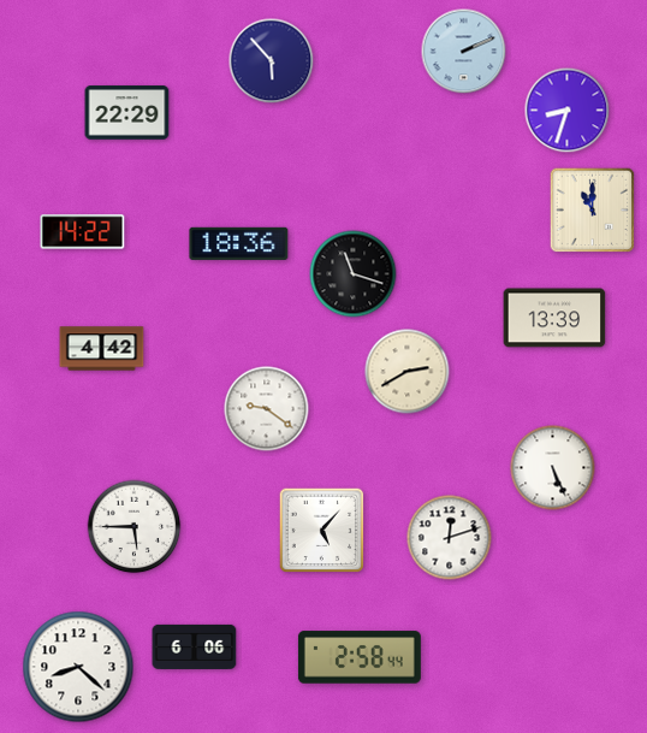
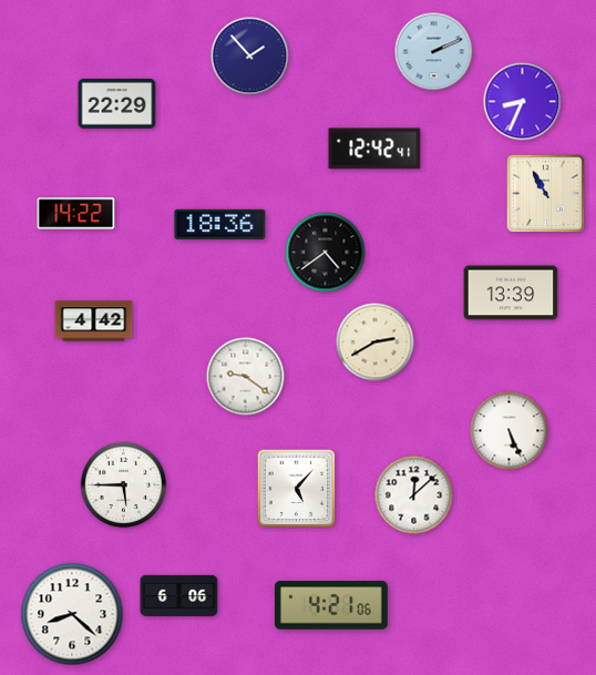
clock at (464, 52) position: (464, 52) -> (434, 52)
clock at (272, 61): 5:53 -> 1:53
clock at (568, 111): 8:33 -> 8:34
clock at (374, 149): none -> 12:42
clock at (593, 211): 11:00 -> 10:55
clock at (354, 274): 11:18 -> 4:39
clock at (450, 538): 12:12 -> 12:08
clock at (360, 657): 2:58 -> 4:21
